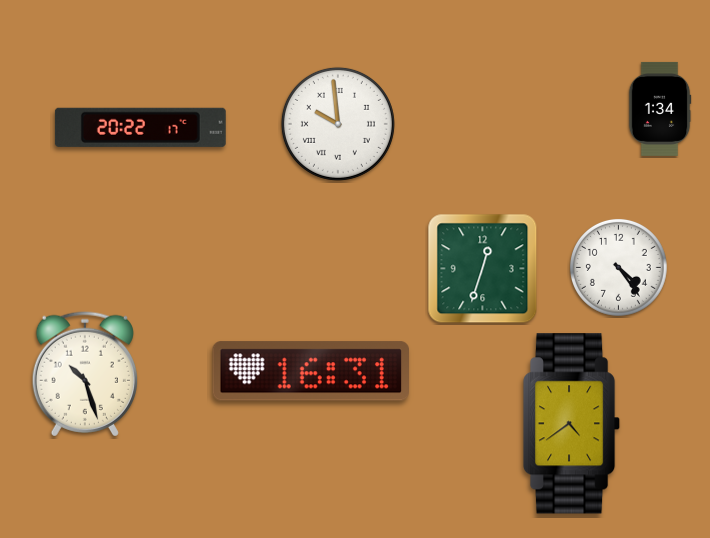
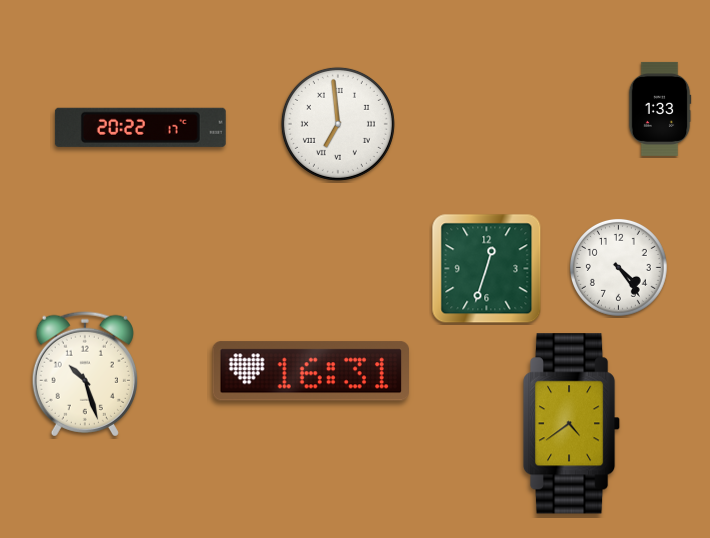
clock at (660, 109): 1:34 -> 1:33
clock at (338, 124): 9:59 -> 6:59
clock at (483, 269) position: (483, 269) -> (487, 269)
